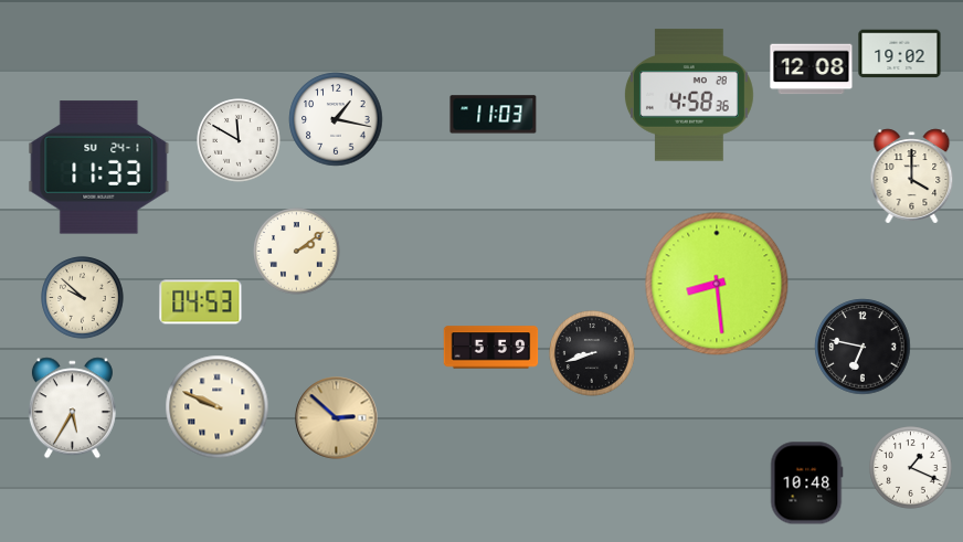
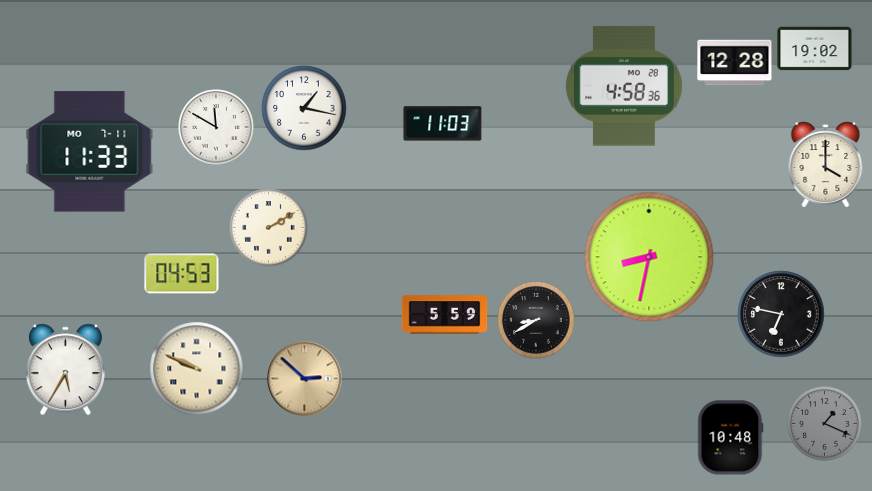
clock at (812, 70): 12:08 -> 12:28
clock at (494, 115) position: (494, 115) -> (443, 124)
clock at (99, 168) date: SU 24-1 -> MO 7-11
clock at (912, 177) position: (912, 177) -> (826, 165)
clock at (297, 252): 2:09 -> 2:10
clock at (717, 284): 8:29 -> 8:32
clock at (83, 298): 9:52 -> none
clock at (592, 353): 8:42 -> 8:40
clock at (911, 468) dial: white -> grey
